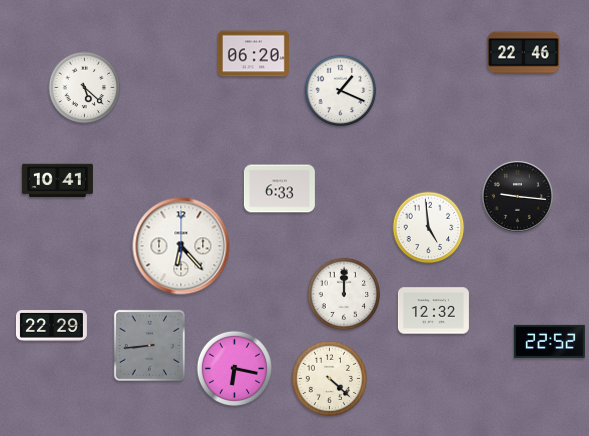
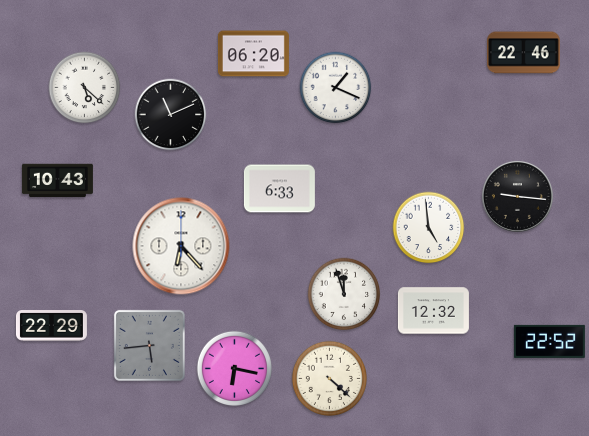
clock at (341, 91) position: (341, 91) -> (336, 88)
clock at (171, 115): none -> 11:11
clock at (57, 181): 10:41 -> 10:43
clock at (344, 294): 12:00 -> 11:57
clock at (149, 345): 8:44 -> 5:44
